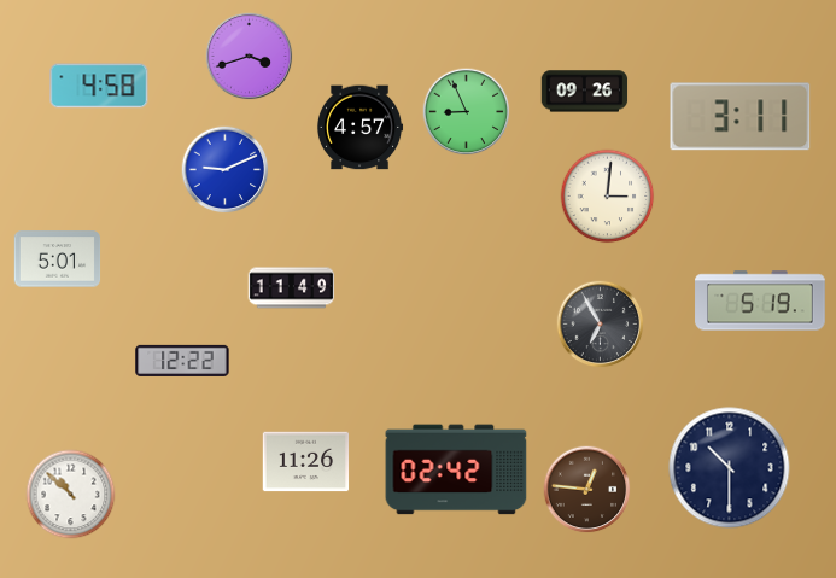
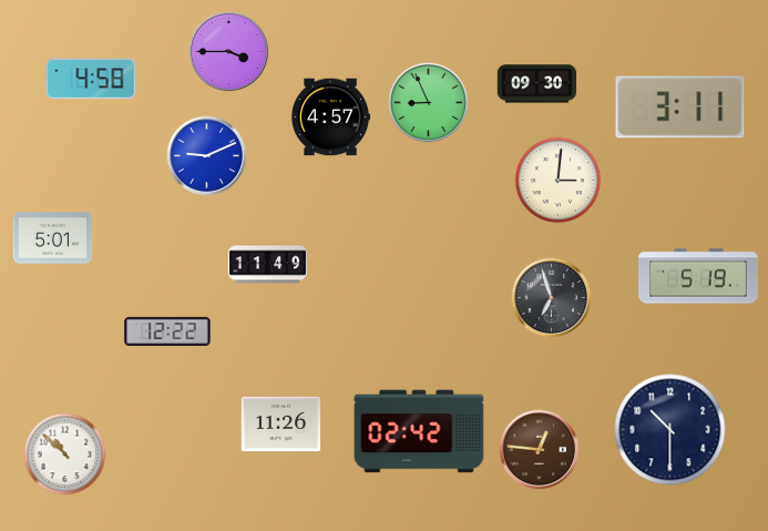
clock at (250, 57): 3:42 -> 3:45
clock at (585, 92): 09:26 -> 09:30
clock at (601, 325): 6:55 -> 6:57
